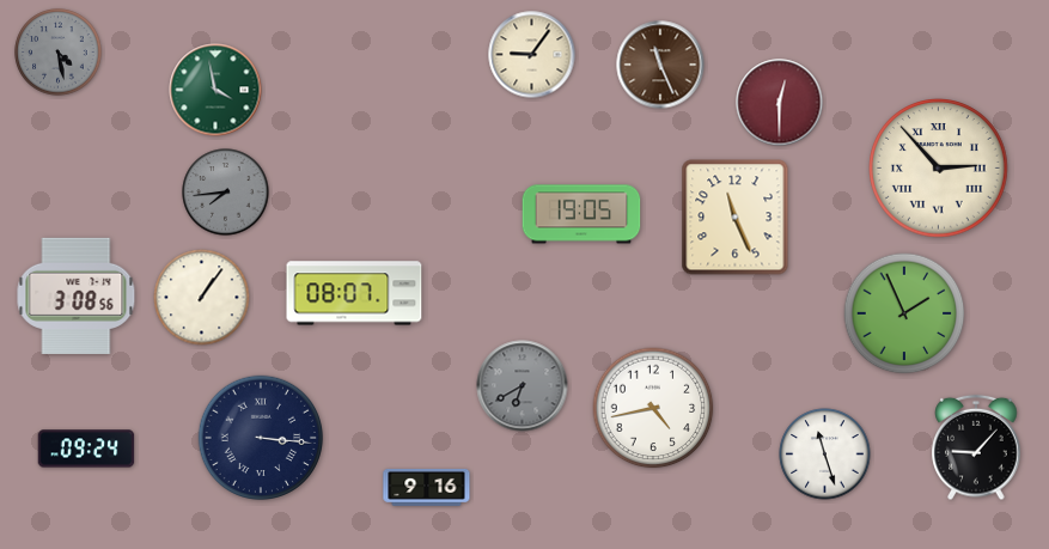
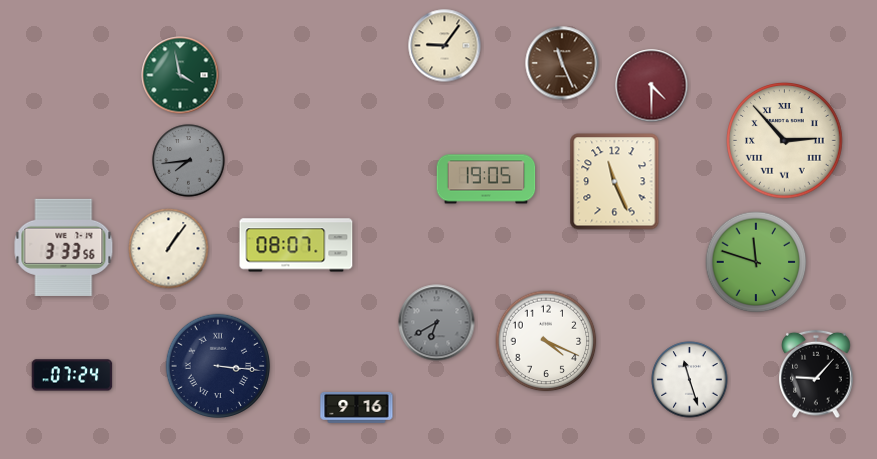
clock at (59, 53): 4:28 -> none
clock at (660, 65) position: (660, 65) -> (562, 63)
clock at (780, 103): 12:30 -> 4:30
clock at (77, 295): 3:08 -> 3:33
clock at (904, 313): 1:56 -> 11:48
clock at (653, 408): 4:43 -> 4:19
clock at (86, 449): 09:24 -> 07:24
